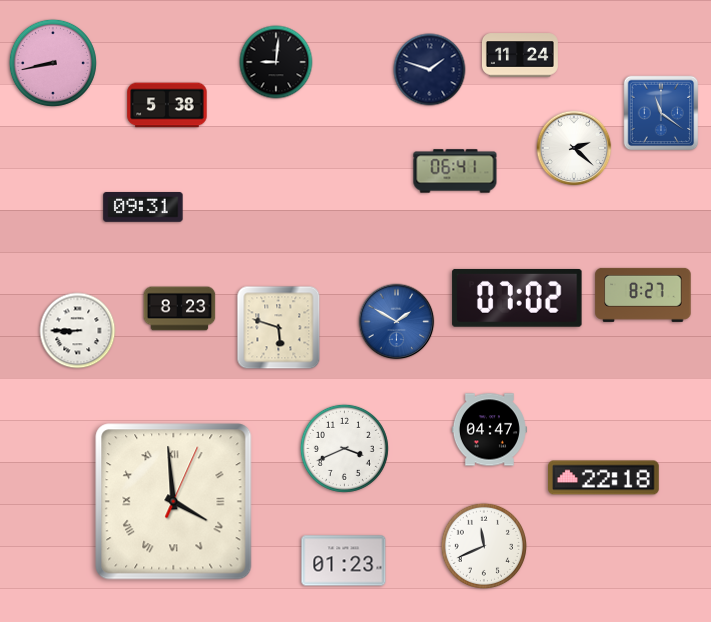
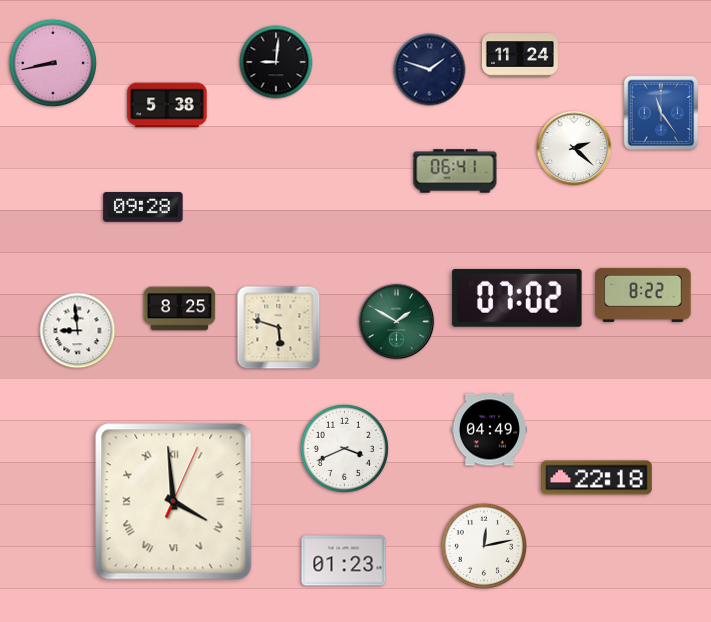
clock at (661, 113): 11:21 -> 11:24
clock at (143, 208): 09:31 -> 09:28
clock at (643, 295): 8:27 -> 8:22
clock at (180, 309): 8:23 -> 8:25
clock at (397, 322) dial: blue -> green
clock at (78, 331): 8:45 -> 8:59
clock at (489, 430): 04:47 -> 04:49
clock at (604, 478) position: (604, 478) -> (597, 478)
clock at (483, 545): 11:41 -> 12:13
